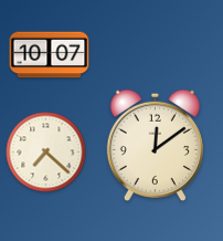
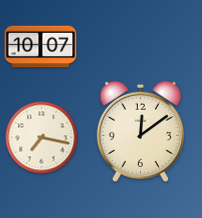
clock at (50, 55) position: (50, 55) -> (41, 47)
clock at (46, 153): 7:22 -> 7:17
